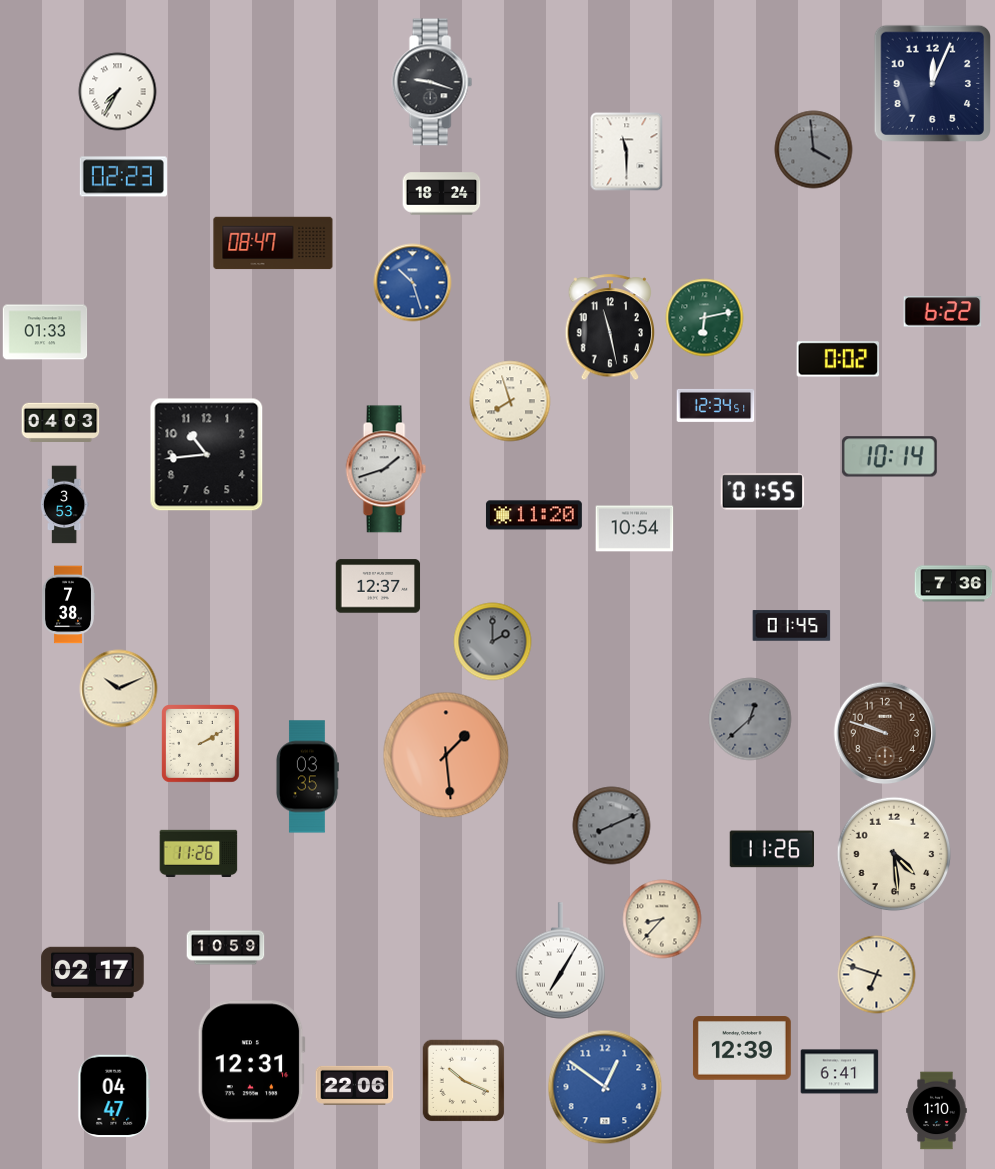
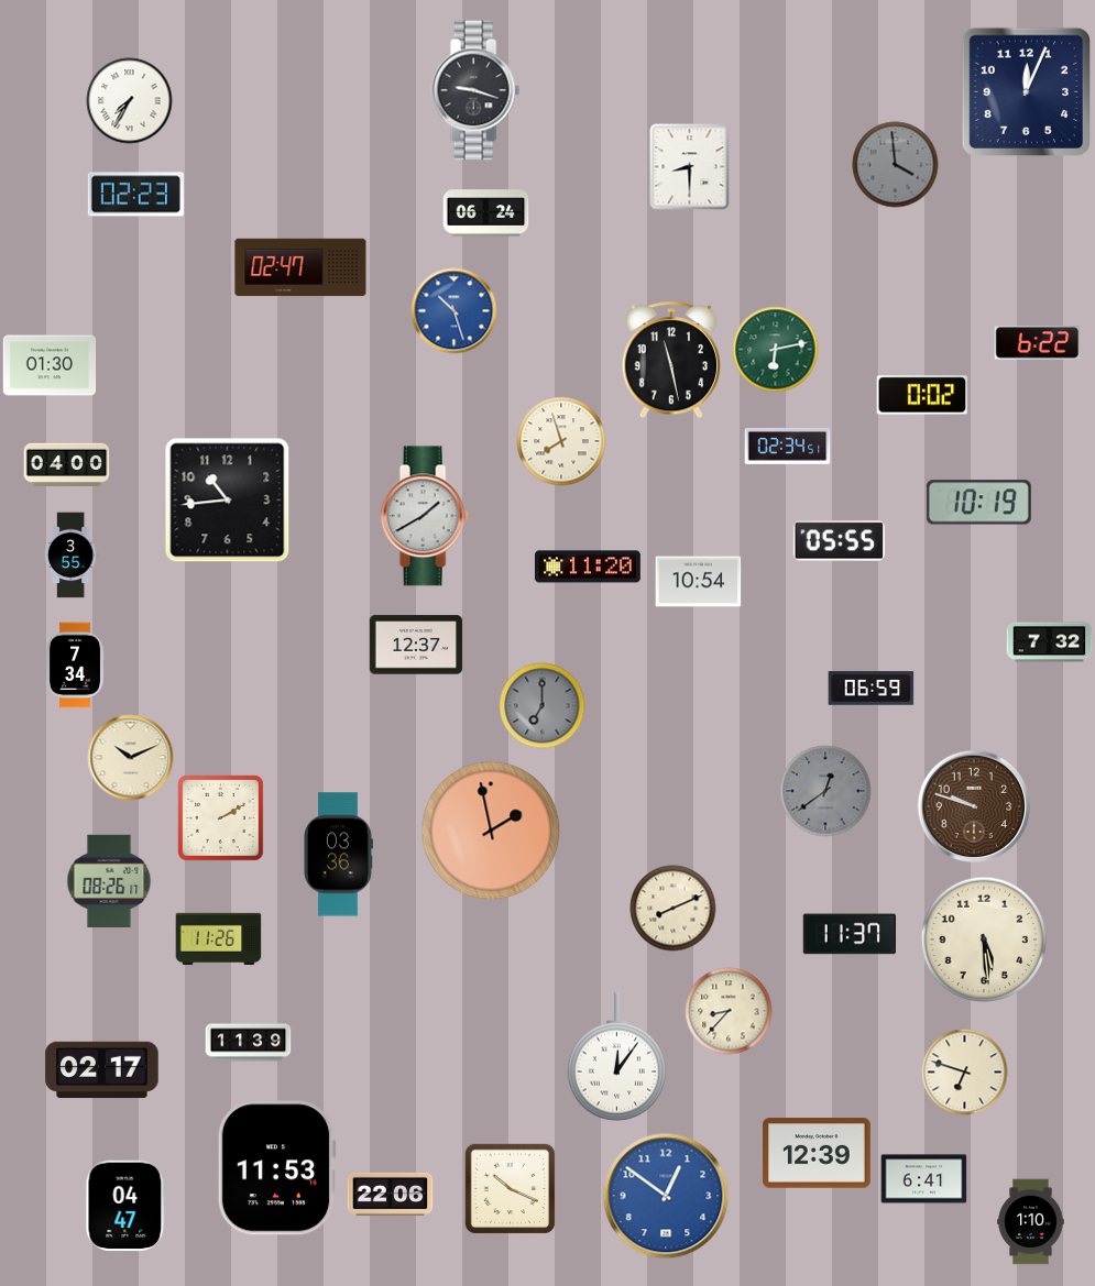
clock at (627, 151): 11:30 -> 8:30
clock at (441, 194): 18:24 -> 06:24
clock at (273, 243): 08:47 -> 02:47
clock at (45, 332): 01:33 -> 01:30
clock at (715, 405): 12:34 -> 02:34
clock at (60, 422): 04:03 -> 04:00
clock at (889, 457): 10:14 -> 10:19
clock at (386, 469): 1:42 -> 1:40
clock at (762, 492): 01:55 -> 05:55
clock at (64, 504): 3:53 -> 3:55
clock at (953, 584): 7:36 -> 7:32
clock at (68, 605): 7:38 -> 7:34
clock at (791, 626): 01:45 -> 06:59
clock at (492, 641): 2:00 -> 7:00
clock at (750, 719): 12:38 -> 12:39
clock at (446, 755): 1:29 -> 1:58
clock at (307, 777): 03:35 -> 03:36
clock at (109, 880): none -> 08:26
clock at (611, 825) dial: grey -> cream
clock at (771, 849): 11:26 -> 11:37
clock at (894, 854): 4:29 -> 5:29
clock at (225, 948): 10:59 -> 11:39
clock at (561, 961): 7:05 -> 12:06
clock at (251, 1062): 12:31 -> 11:53
